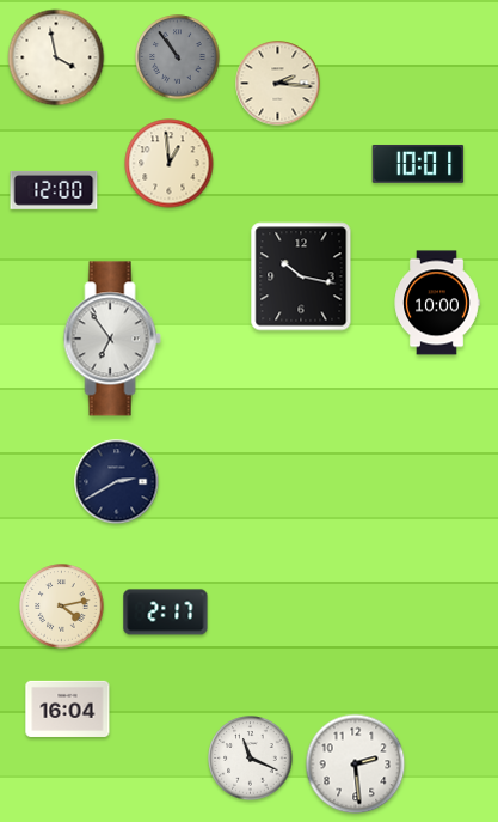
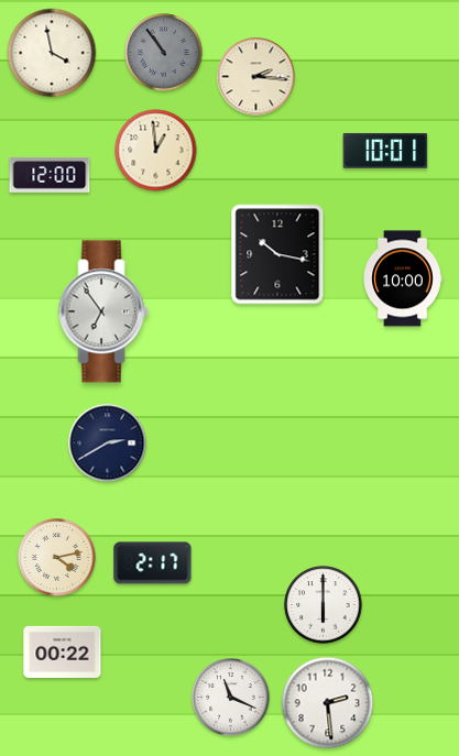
clock at (324, 605): none -> 6:00
clock at (68, 708): 16:04 -> 00:22
